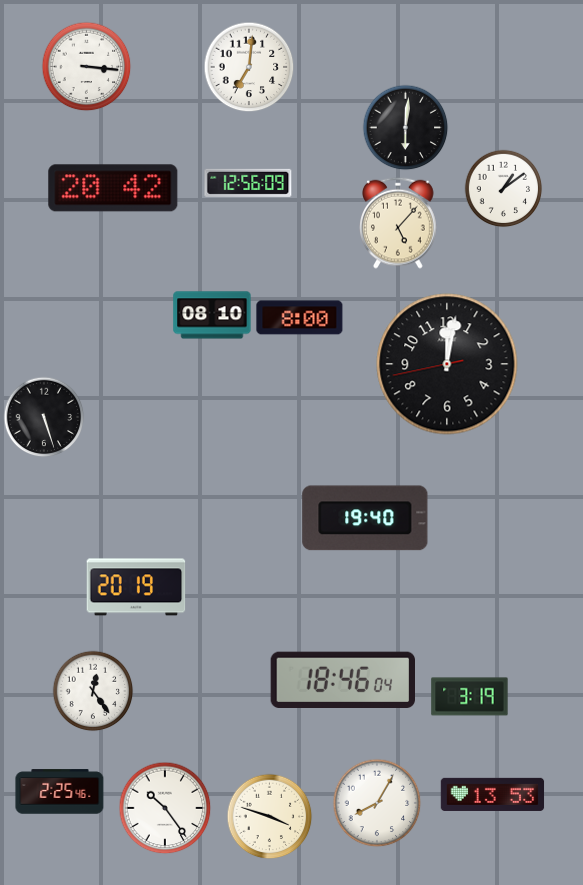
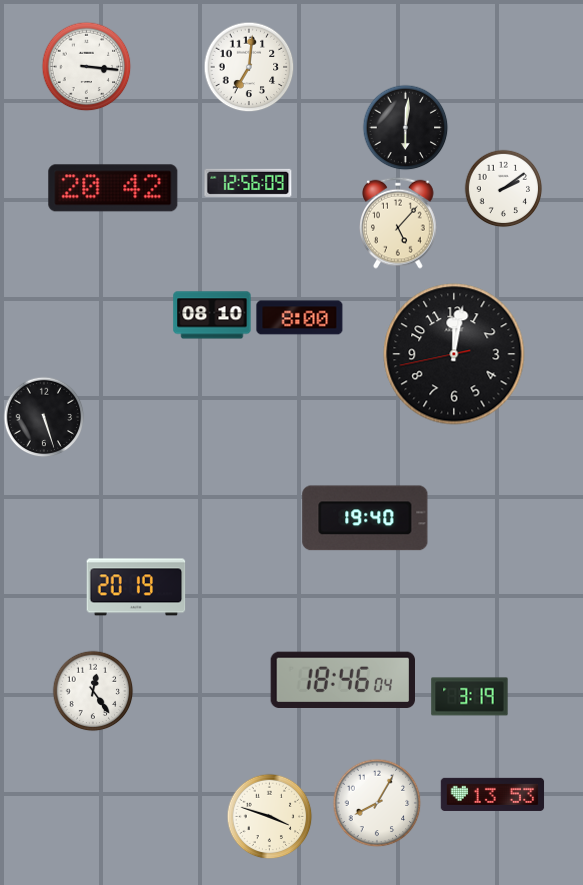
clock at (503, 188): 1:09 -> 2:09
clock at (447, 364) position: (447, 364) -> (454, 354)
clock at (60, 792): 2:25 -> none
clock at (165, 808): 10:24 -> none
